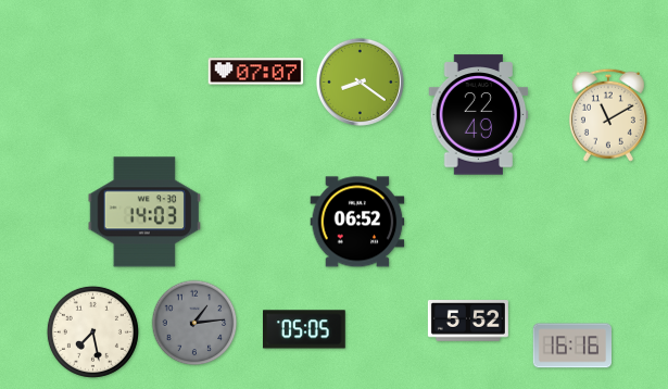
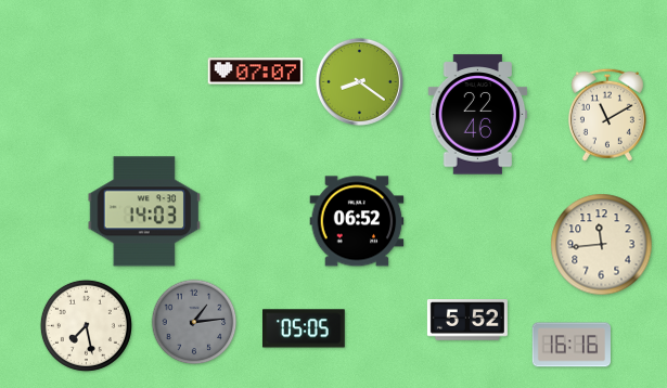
clock at (479, 115): 22:49 -> 22:46
clock at (602, 245): none -> 11:44
clock at (92, 331) position: (92, 331) -> (86, 325)
